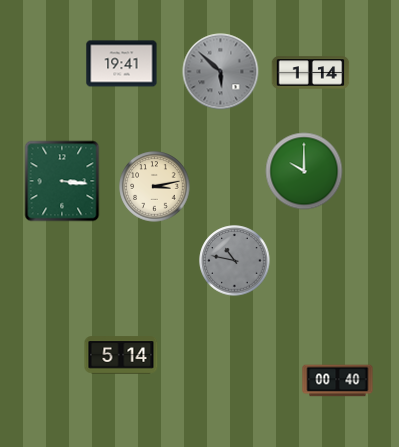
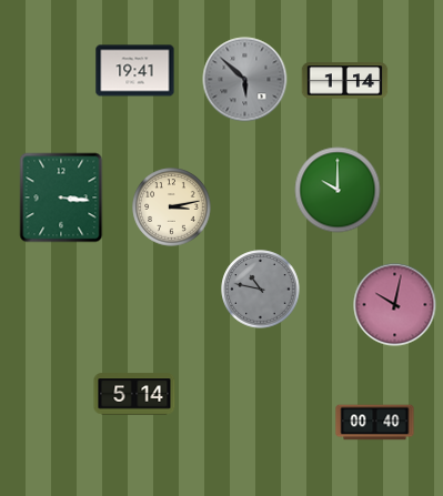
clock at (62, 181) position: (62, 181) -> (61, 198)
clock at (395, 305): none -> 10:02
